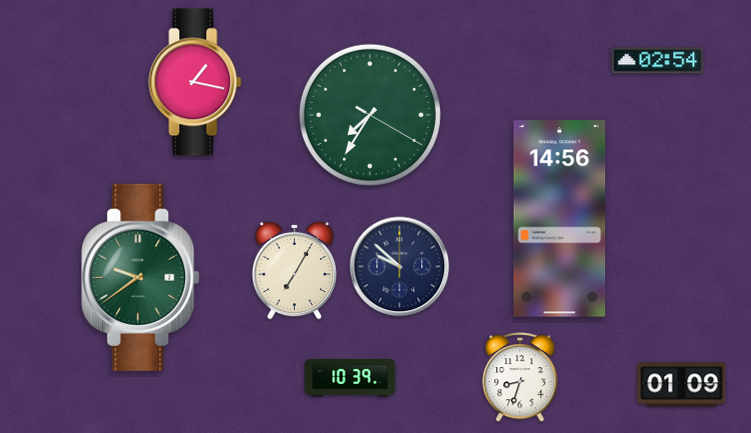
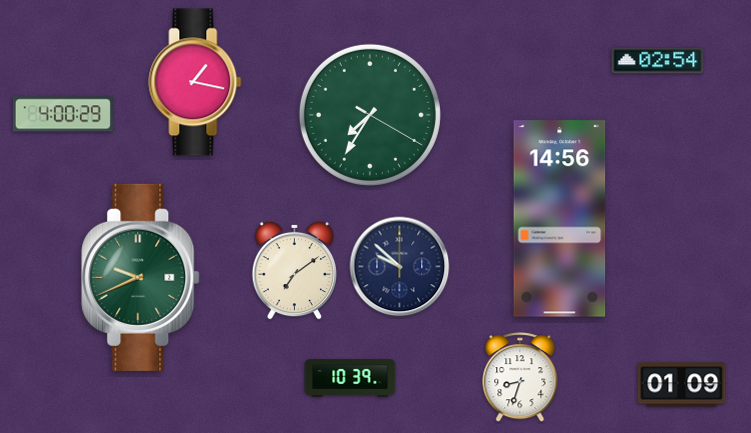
clock at (63, 114): none -> 4:00
clock at (295, 270): 7:05 -> 7:09
clock at (141, 277): 9:39 -> 9:41
